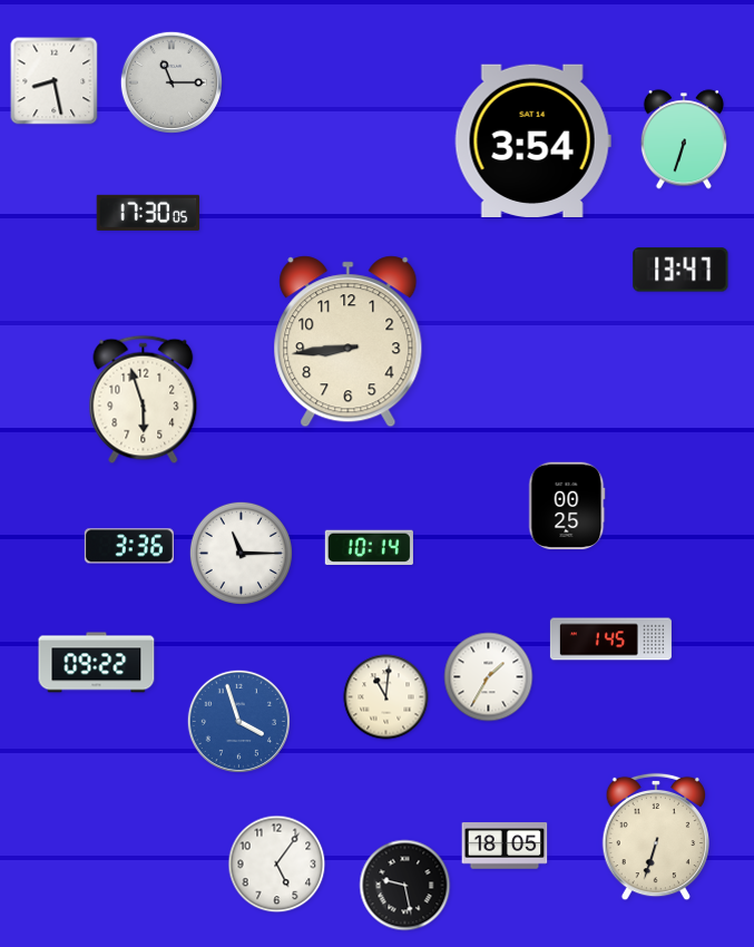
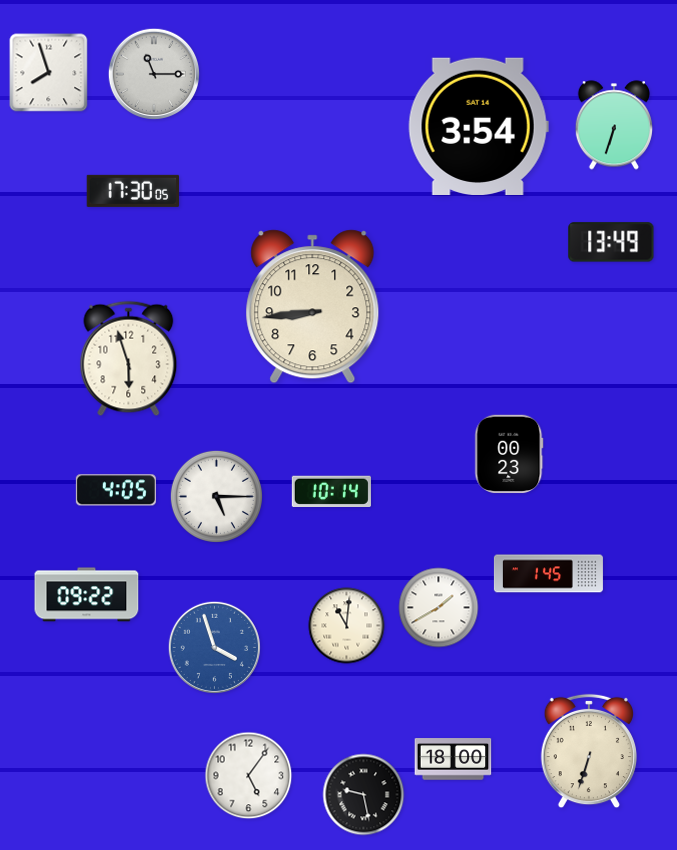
clock at (55, 81): 8:28 -> 7:57
clock at (680, 270): 13:47 -> 13:49
clock at (567, 506): 00:25 -> 00:23
clock at (129, 546): 3:36 -> 4:05
clock at (241, 553): 11:15 -> 5:15
clock at (489, 677): 1:35 -> 1:40
clock at (505, 846): 18:05 -> 18:00
